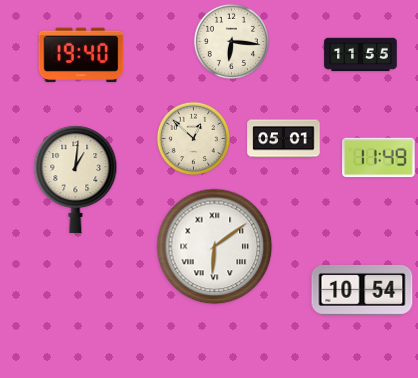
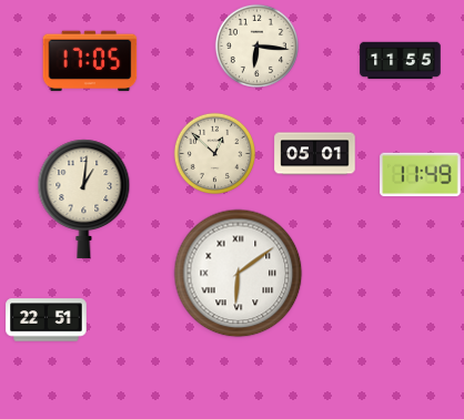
clock at (81, 55): 19:40 -> 17:05
clock at (47, 320): none -> 22:51
clock at (362, 290): 10:54 -> none
